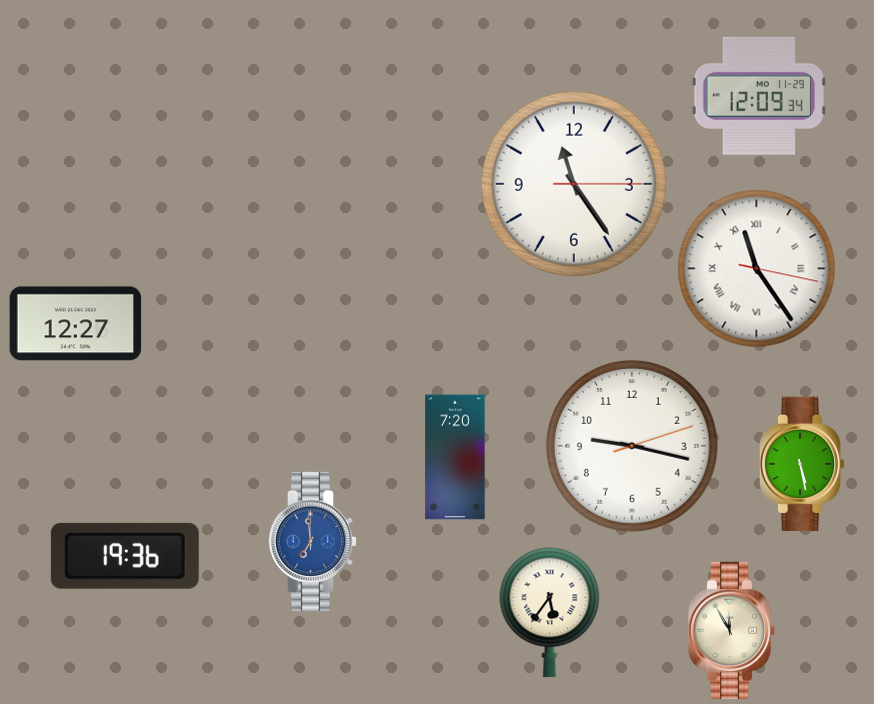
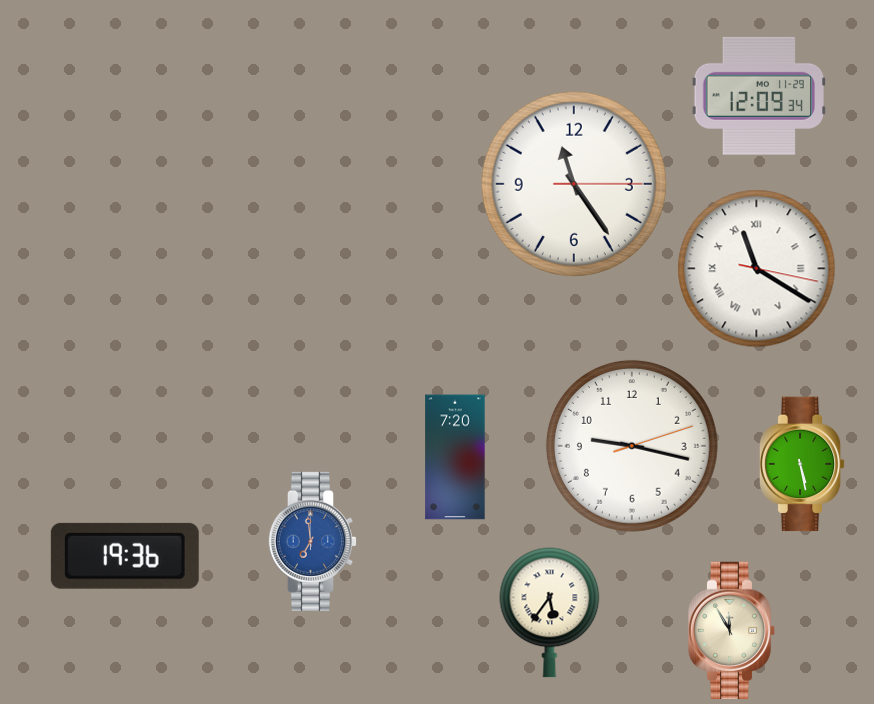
clock at (757, 269): 11:24 -> 11:20
clock at (76, 324): 12:27 -> none
